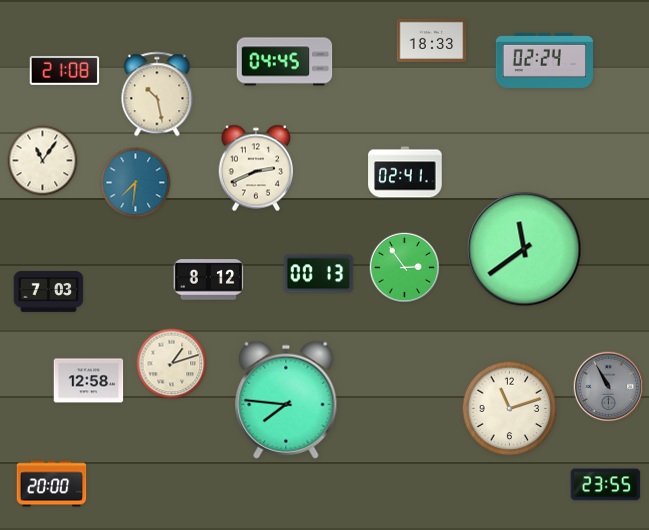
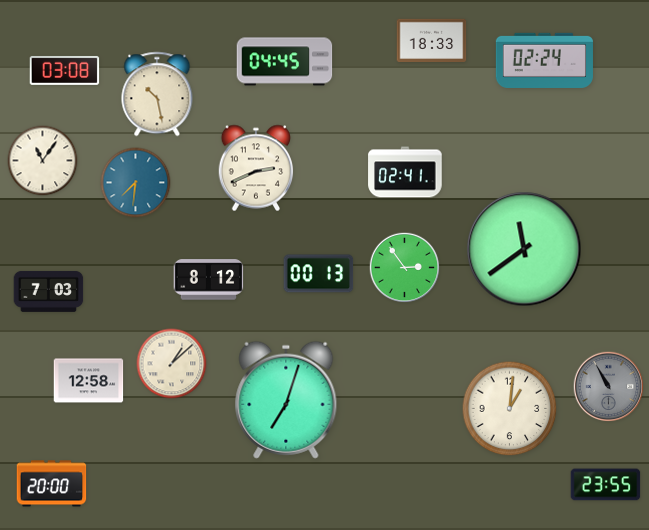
clock at (65, 70): 21:08 -> 03:08
clock at (172, 364): 1:12 -> 1:08
clock at (286, 400): 7:46 -> 7:03
clock at (510, 409): 11:12 -> 1:01
